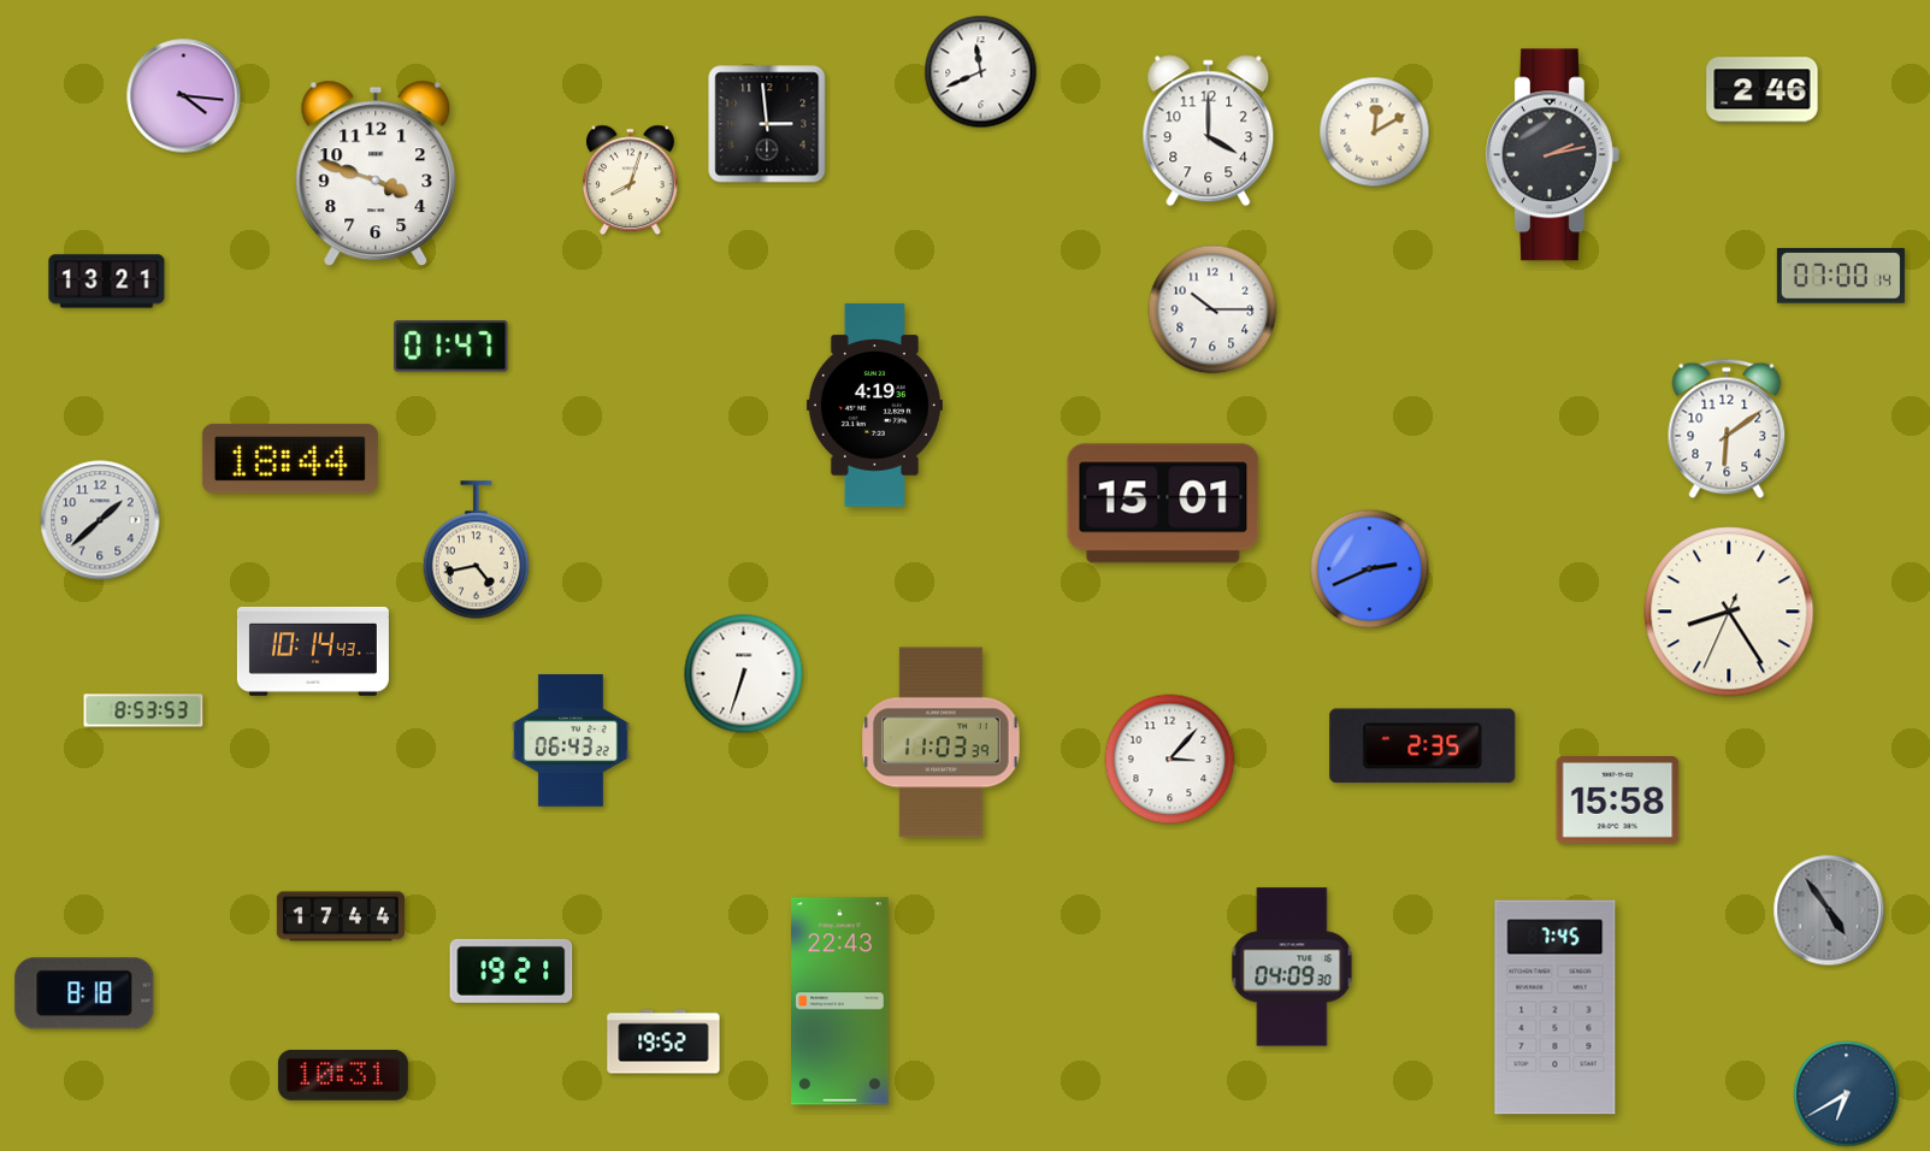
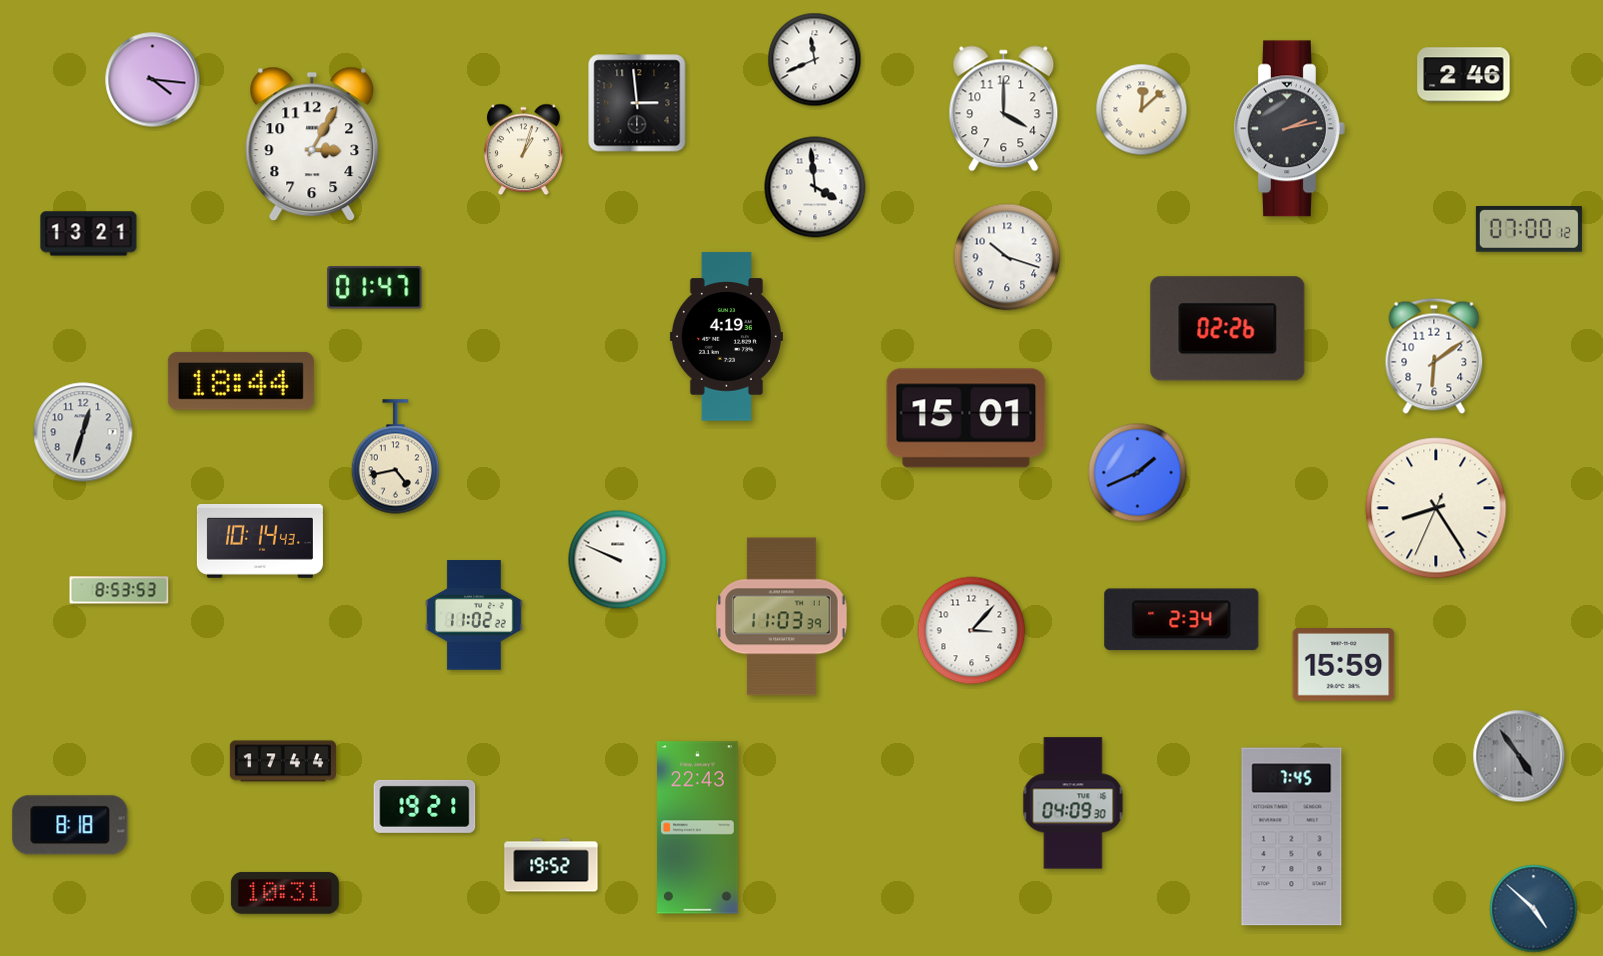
clock at (1375, 132): 12:10 -> 12:08
clock at (376, 173): 3:48 -> 3:05
clock at (631, 181): 8:03 -> 1:03
clock at (815, 187): none -> 3:59
clock at (1841, 277): 07:00:14 -> 07:00:12
clock at (1212, 309): 10:15 -> 10:18
clock at (1228, 329): none -> 02:26
clock at (100, 520): 1:38 -> 12:33
clock at (1370, 569): 2:41 -> 1:41
clock at (744, 674): 6:33 -> 9:49
clock at (571, 740): 06:43 -> 11:02
clock at (1423, 746): 2:35 -> 2:34
clock at (1618, 801): 15:58 -> 15:59
clock at (840, 1002) position: (840, 1002) -> (698, 828)
clock at (1847, 1094): 6:40 -> 4:52
